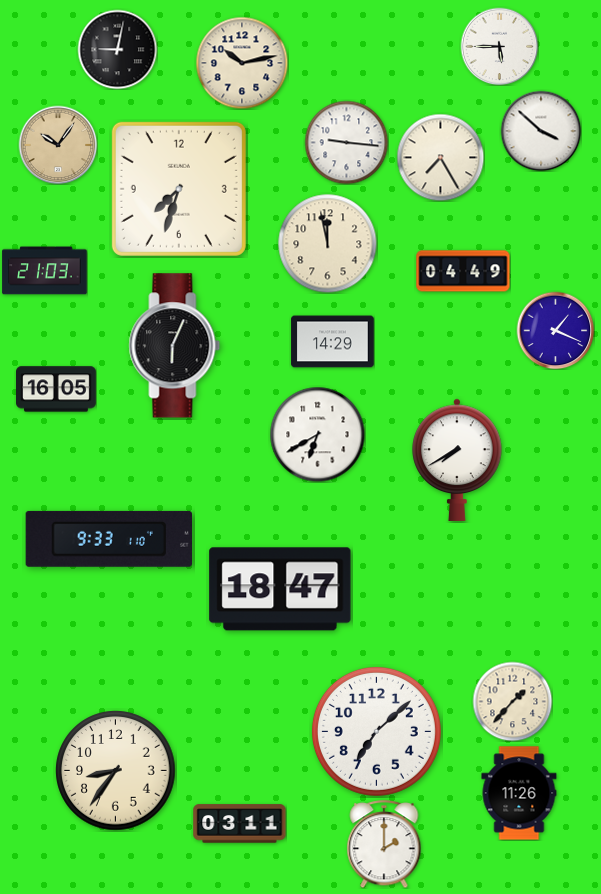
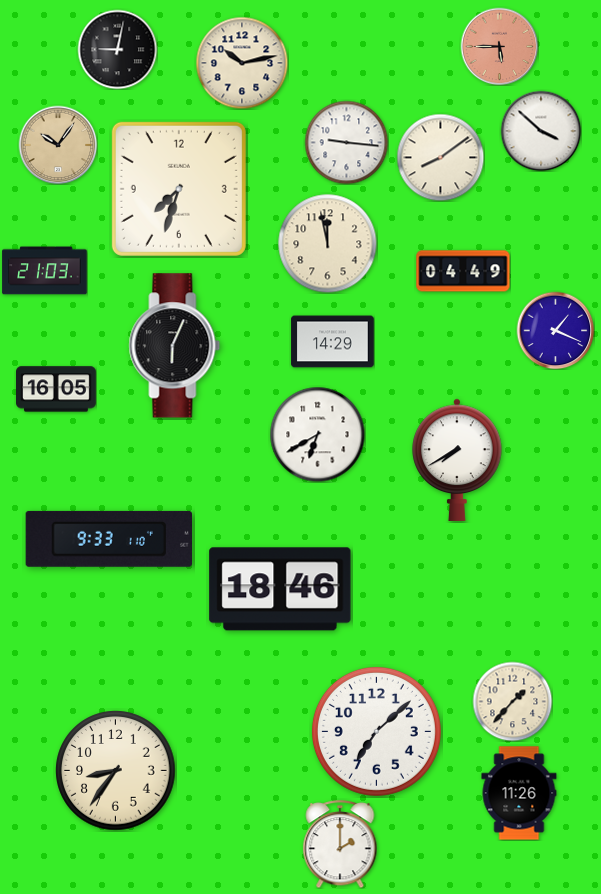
clock at (499, 46) dial: white -> salmon
clock at (440, 157): 7:25 -> 8:09
clock at (280, 589): 18:47 -> 18:46
clock at (240, 824): 03:11 -> none
clock at (384, 844) position: (384, 844) -> (340, 844)
